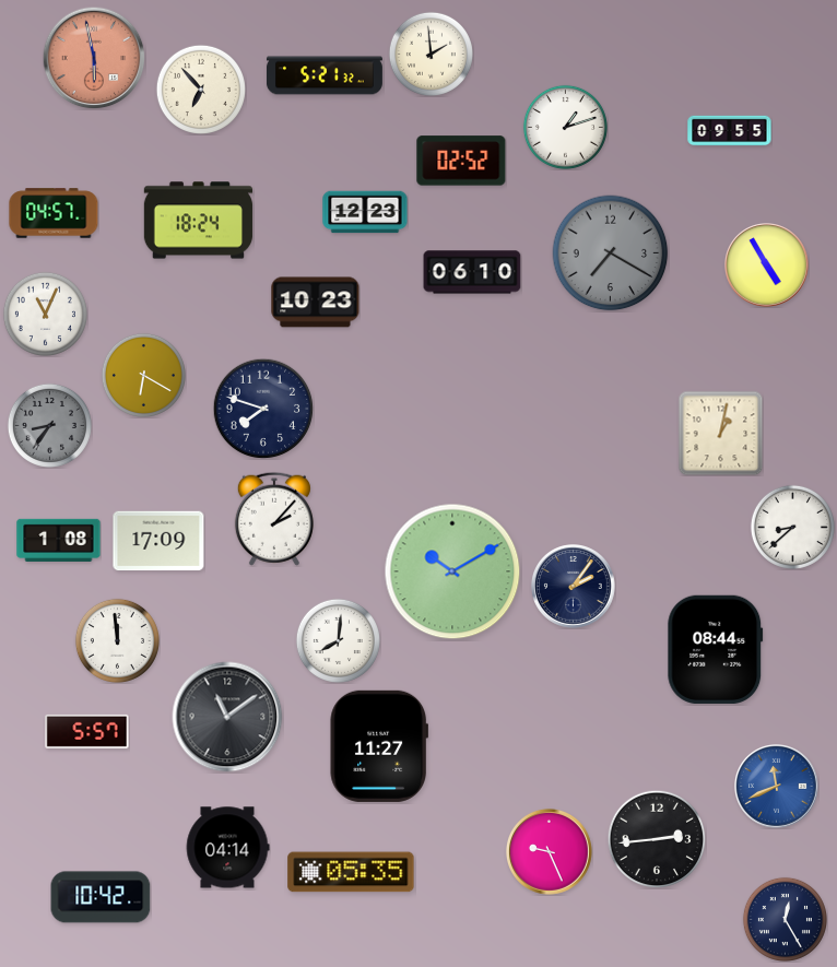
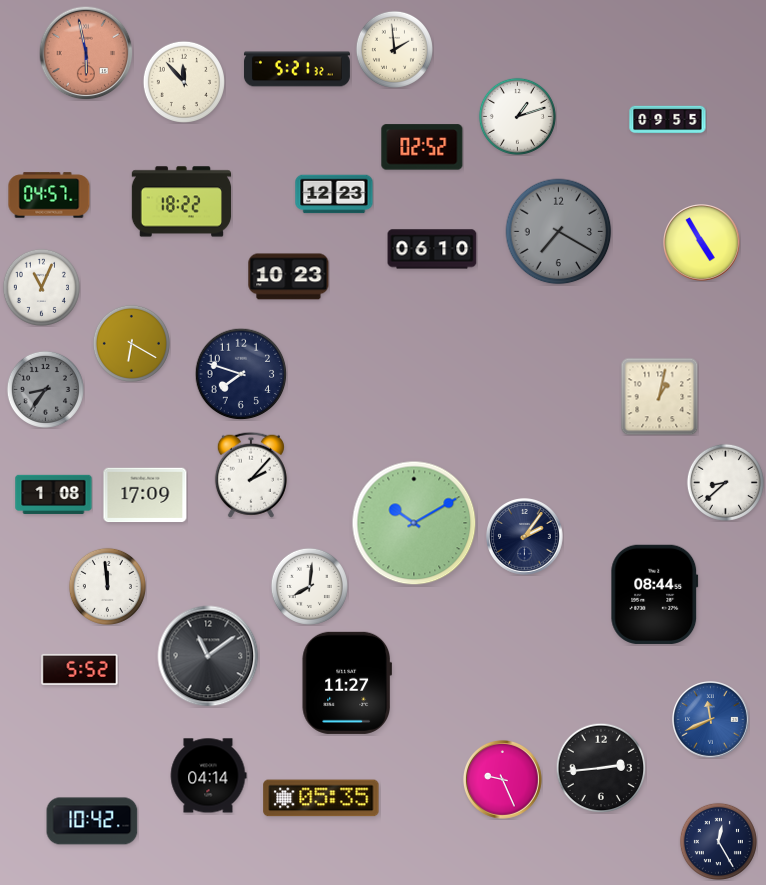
clock at (201, 90): 6:53 -> 11:53
clock at (199, 221): 18:24 -> 18:22
clock at (87, 731): 5:57 -> 5:52
